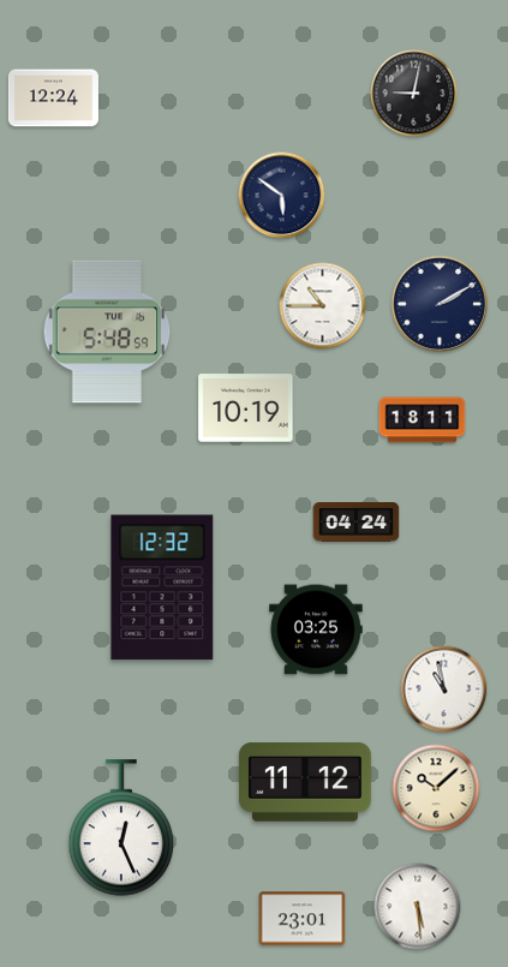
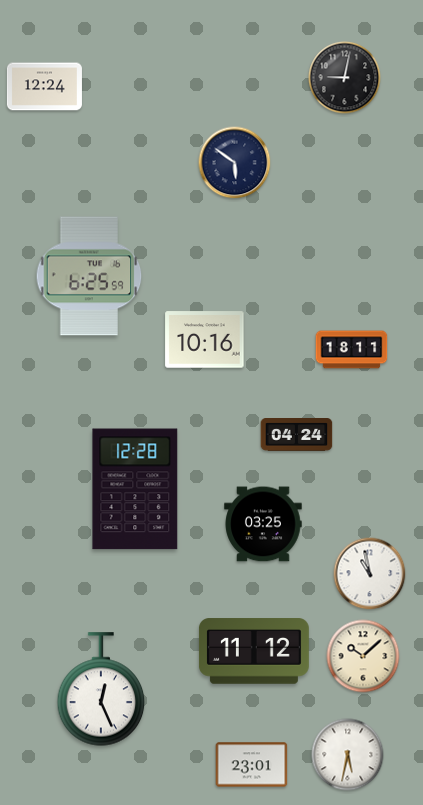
clock at (53, 99) position: (53, 99) -> (44, 87)
clock at (440, 304): 2:10 -> none
clock at (323, 306): 10:45 -> none
clock at (107, 332): 5:48 -> 6:25
clock at (246, 408): 10:19 -> 10:16
clock at (162, 587): 12:32 -> 12:28
clock at (418, 907): 5:29 -> 5:32
